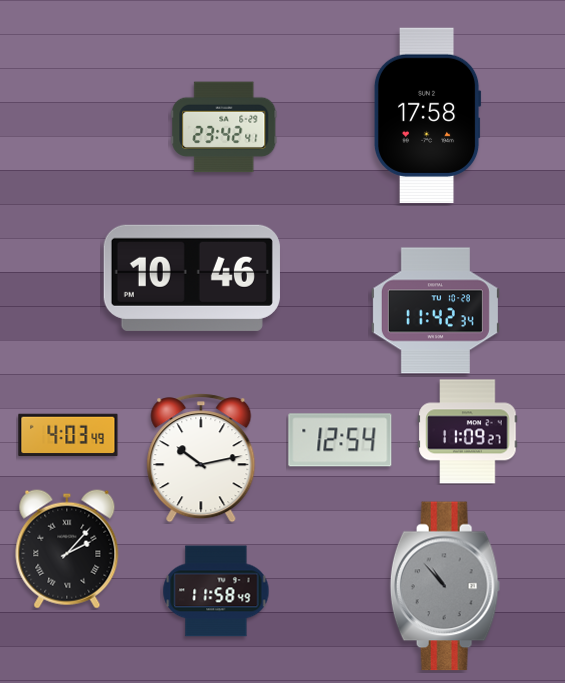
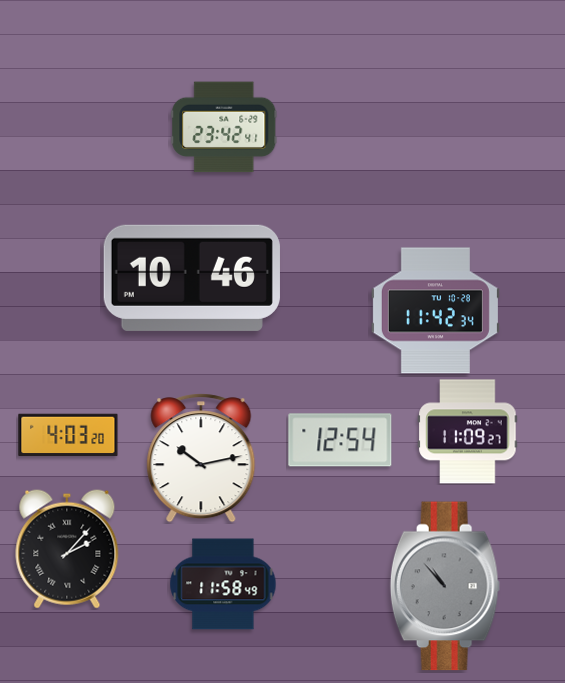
clock at (427, 115): 17:58 -> none
clock at (68, 435): 4:03:49 -> 4:03:20
clock at (216, 591) position: (216, 591) -> (223, 584)
